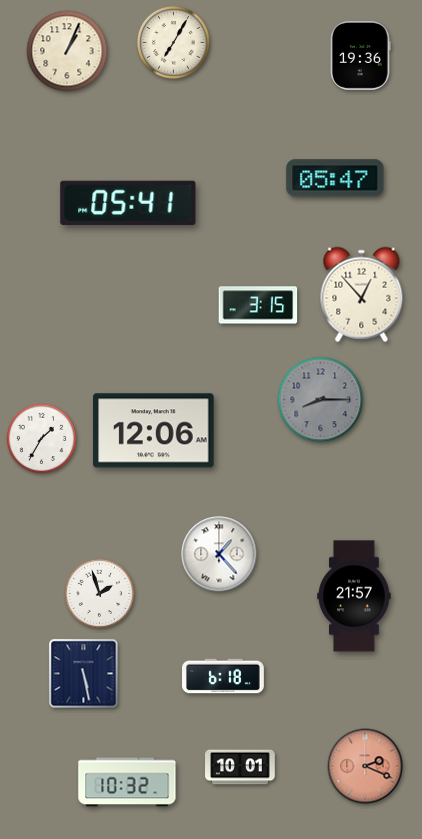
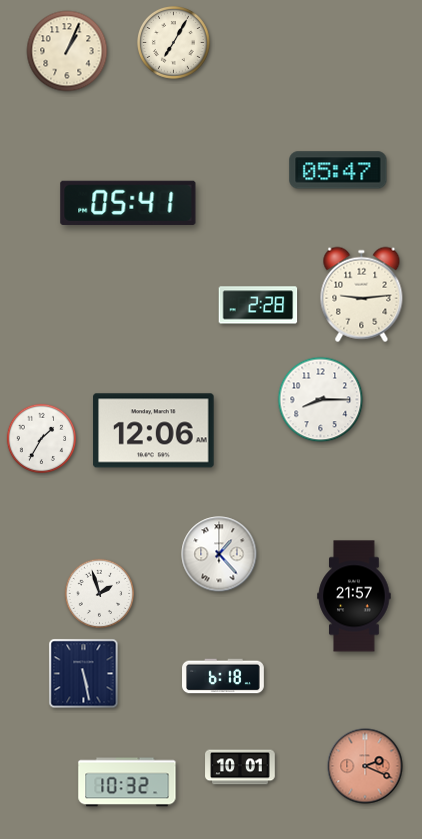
clock at (360, 55): 19:36 -> none
clock at (335, 178) position: (335, 178) -> (338, 170)
clock at (362, 295): 12:53 -> 9:14
clock at (258, 305): 3:15 -> 2:28
clock at (321, 400) dial: grey -> white
